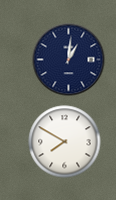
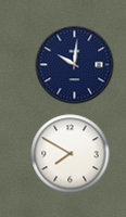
clock at (69, 60): 1:01 -> 10:01
